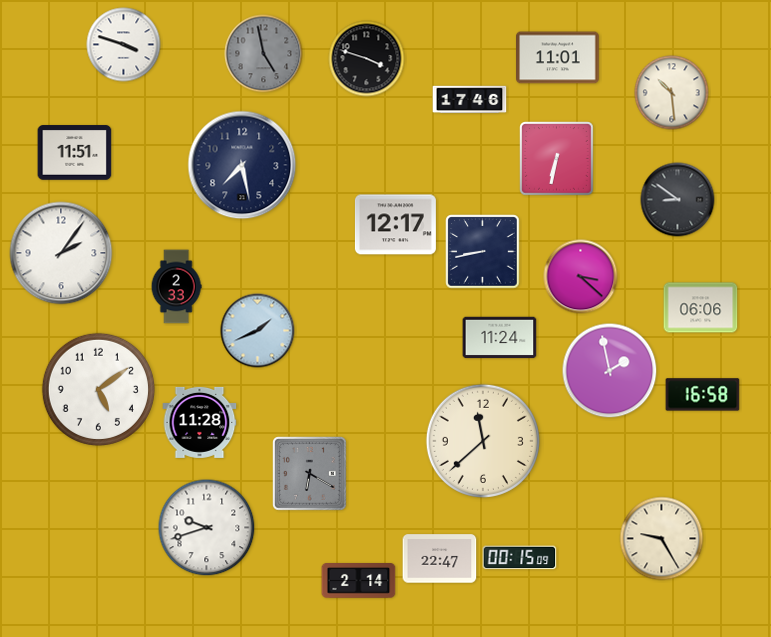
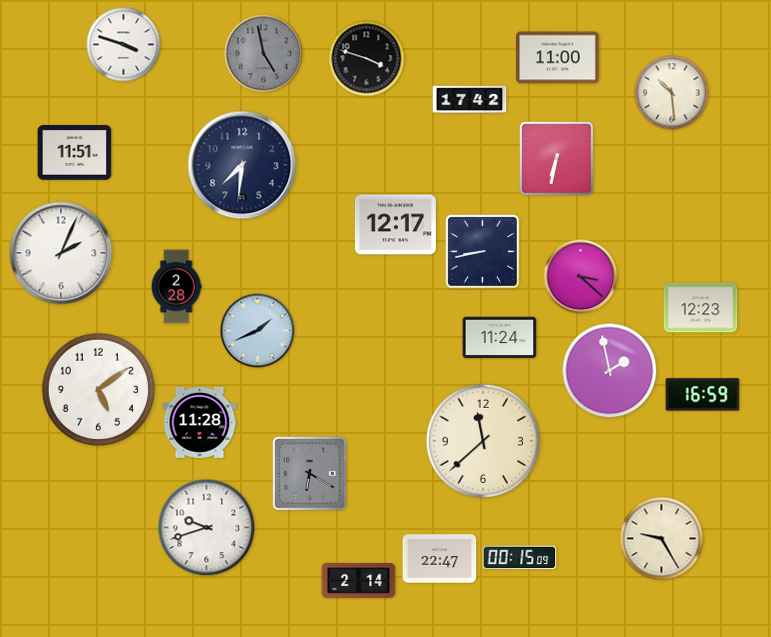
clock at (558, 58): 11:01 -> 11:00
clock at (470, 100): 17:46 -> 17:42
clock at (242, 165): 7:28 -> 7:31
clock at (678, 200): 8:51 -> none
clock at (61, 253): 2:06 -> 2:04
clock at (176, 287): 2:33 -> 2:28
clock at (701, 308): 06:06 -> 12:23
clock at (703, 395): 16:58 -> 16:59
